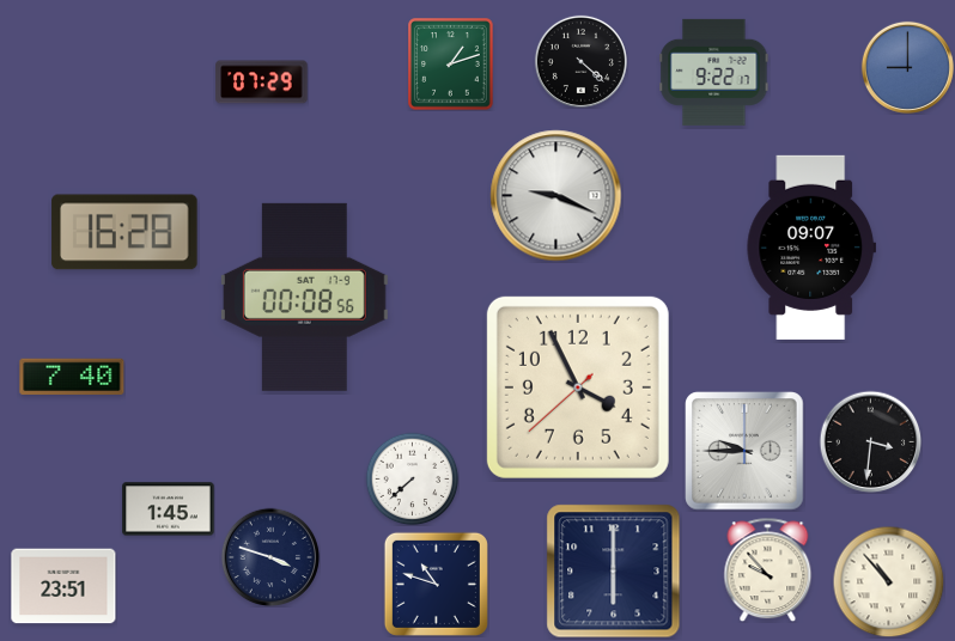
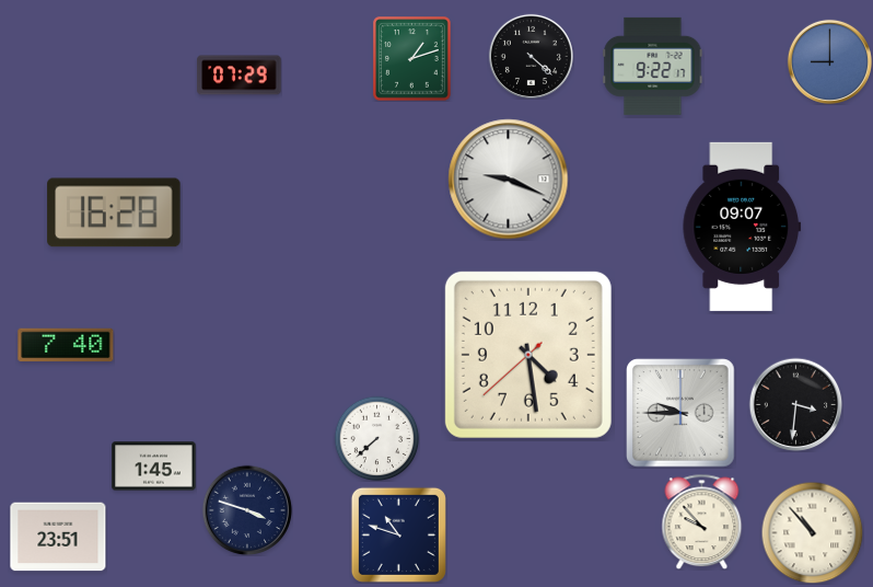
clock at (304, 297): 00:08 -> none
clock at (578, 387): 3:55 -> 4:28
clock at (614, 572): 6:00 -> none
